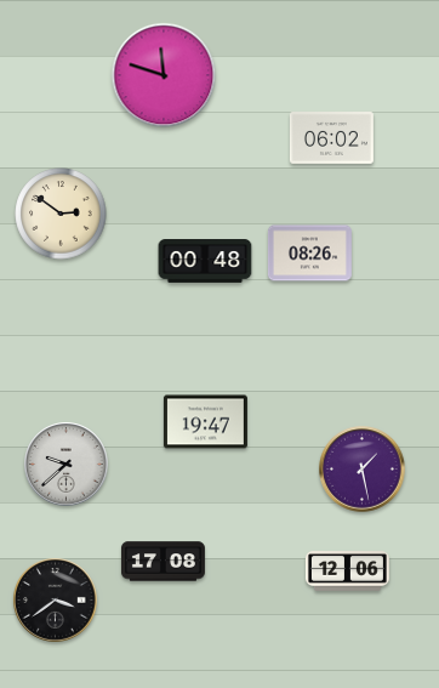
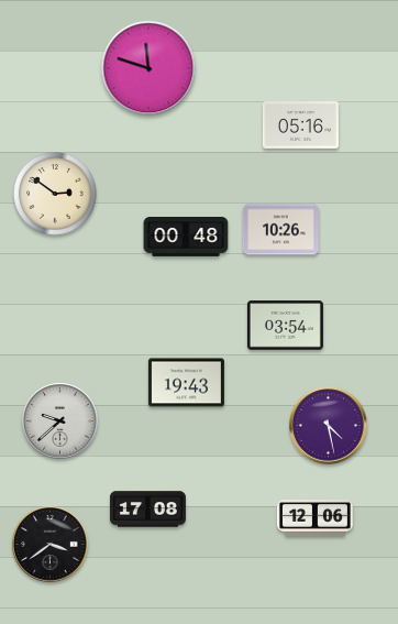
clock at (331, 138): 06:02 -> 05:16
clock at (309, 254): 08:26 -> 10:26
clock at (285, 326): none -> 03:54
clock at (205, 422): 19:47 -> 19:43
clock at (363, 470): 1:28 -> 4:28
